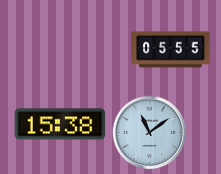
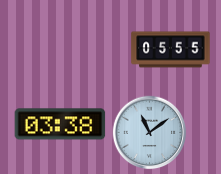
clock at (60, 124): 15:38 -> 03:38
